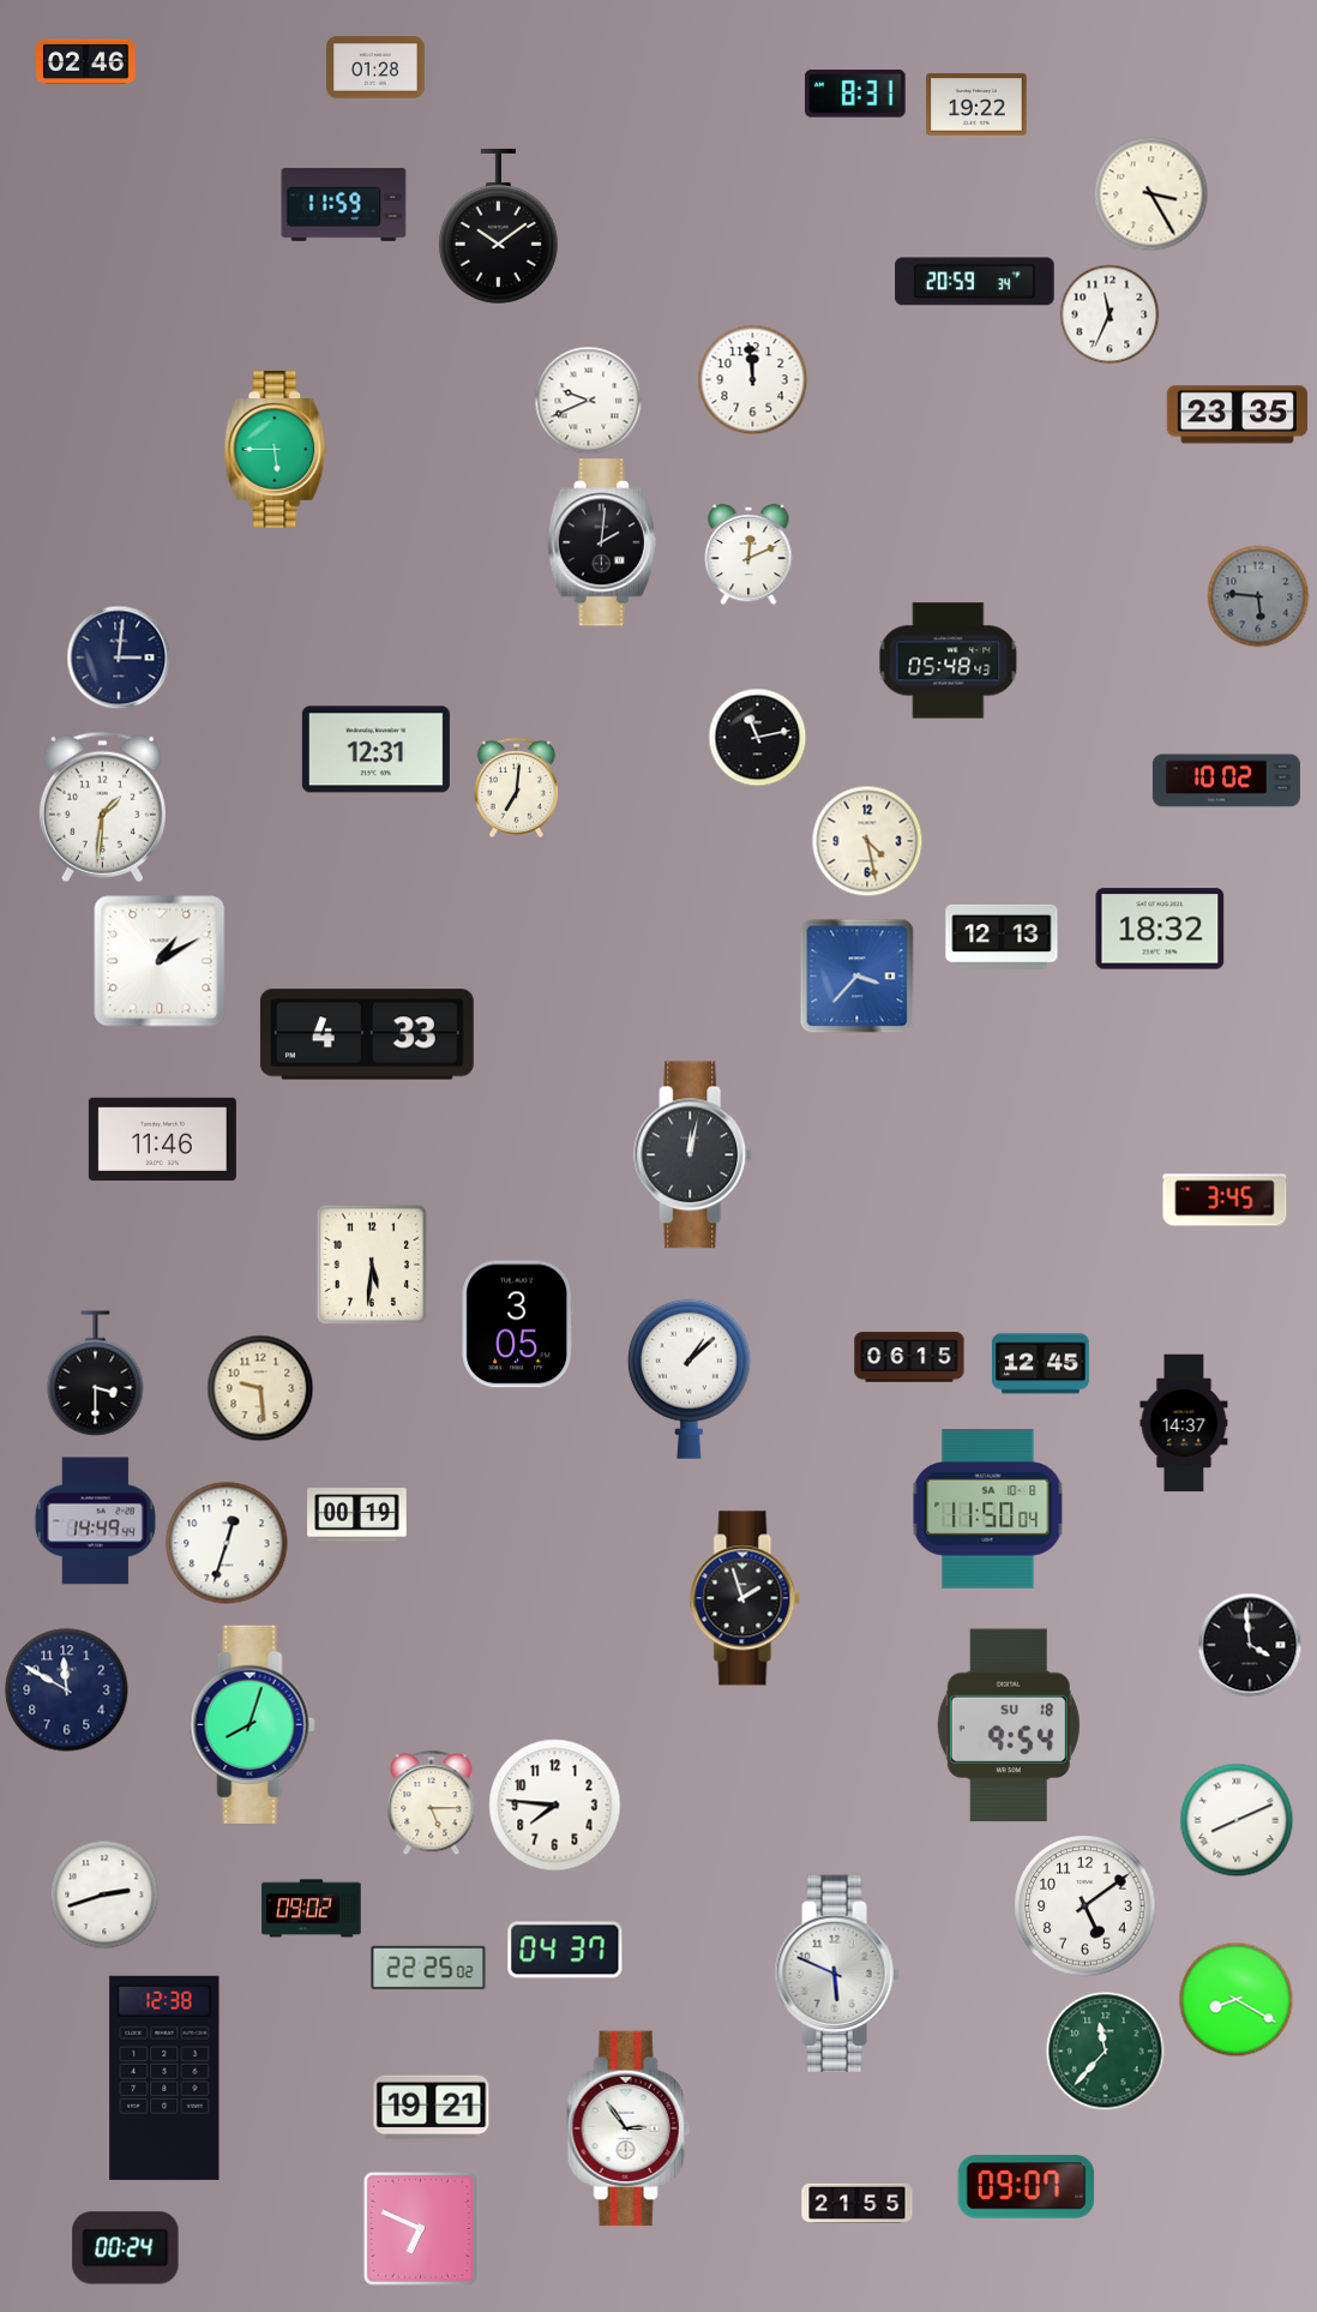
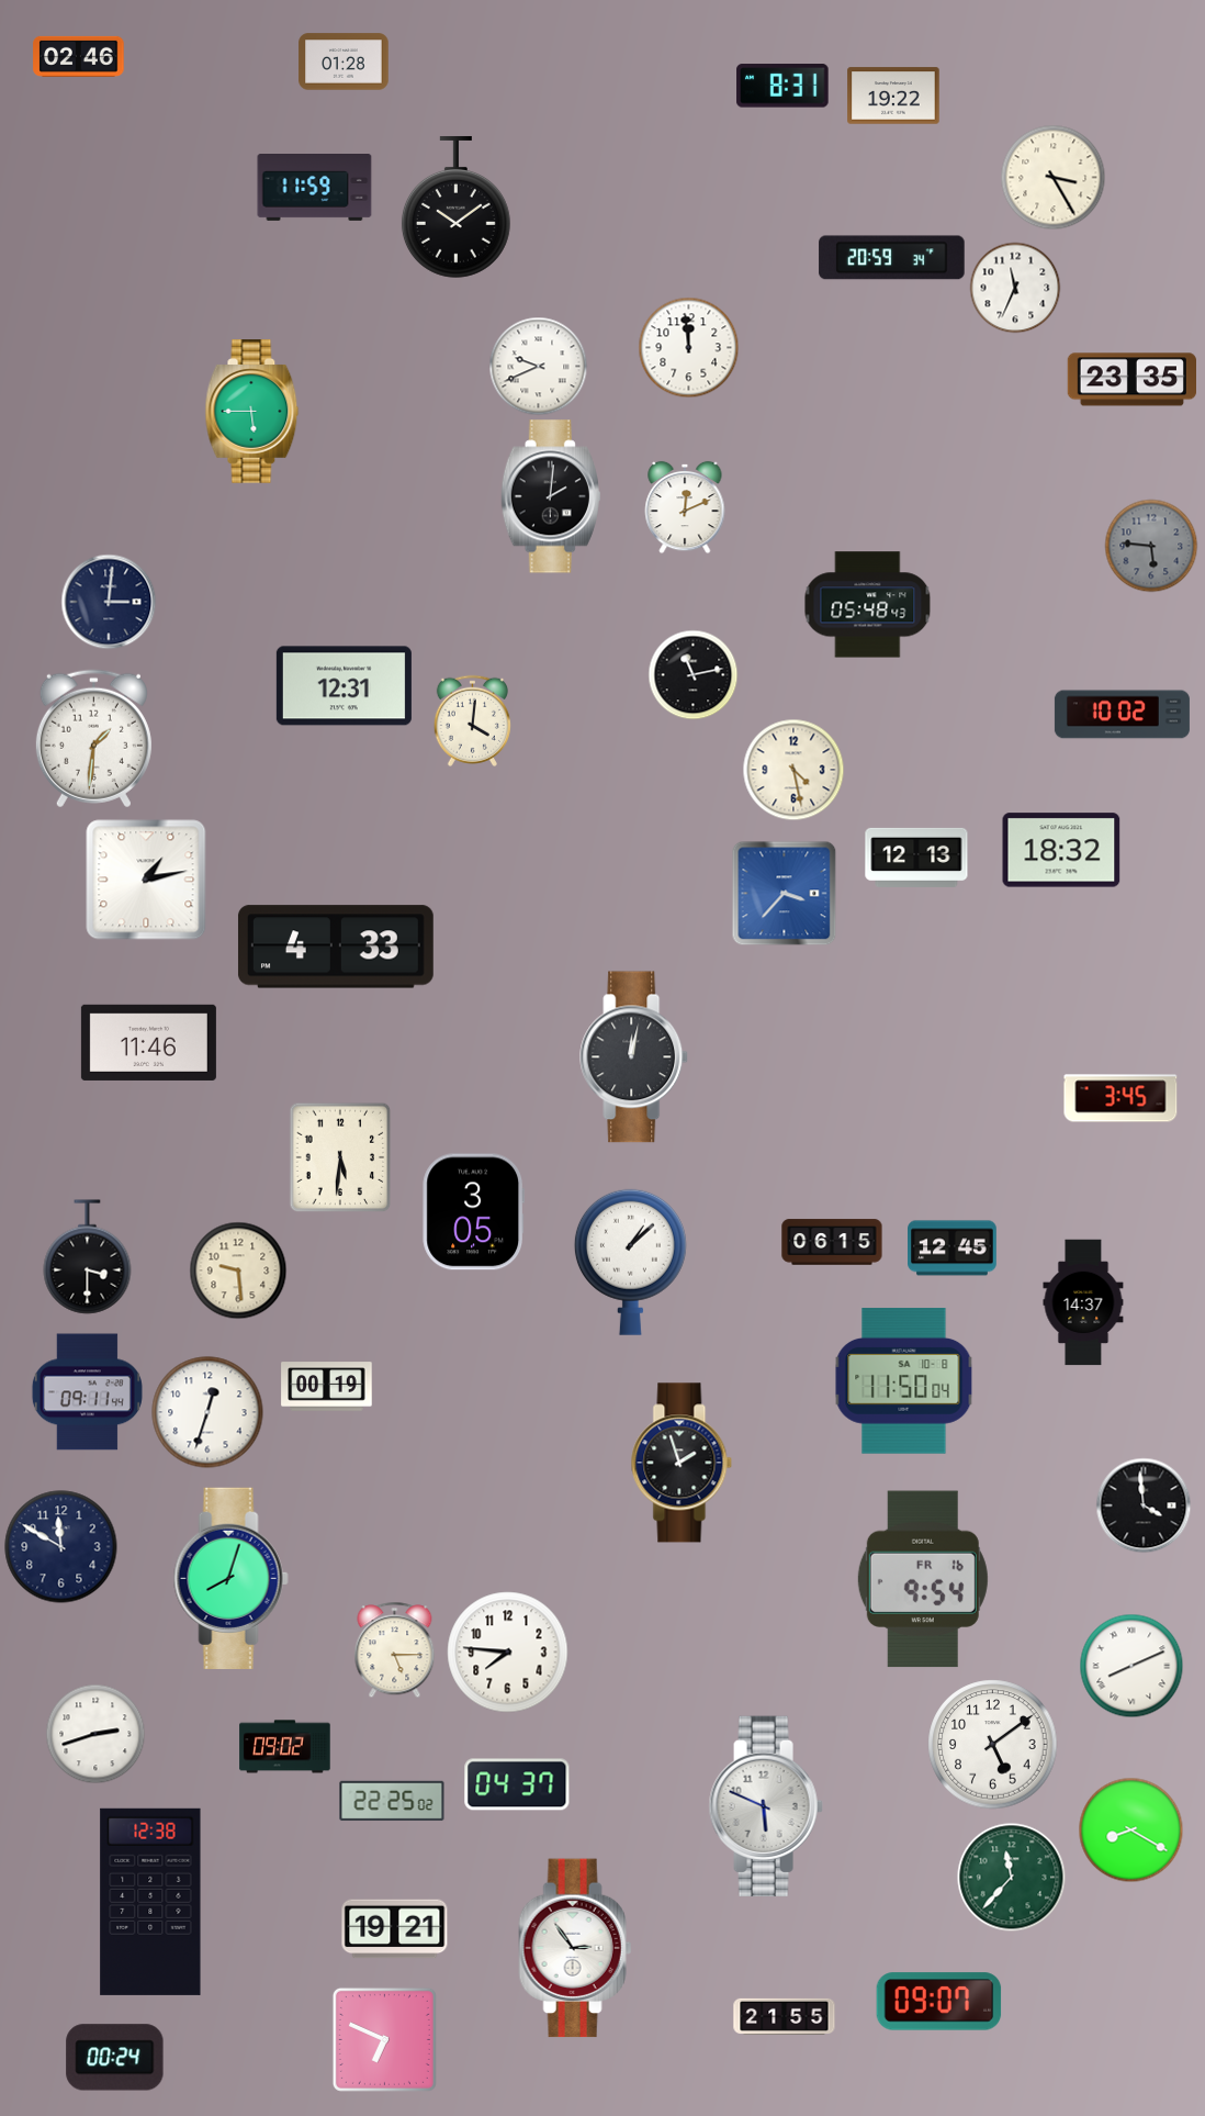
clock at (516, 787): 7:01 -> 4:01
clock at (160, 961): 1:10 -> 1:13
clock at (95, 1521): 14:49 -> 09:11
clock at (1009, 1725) date: SU 18 -> FR 16
